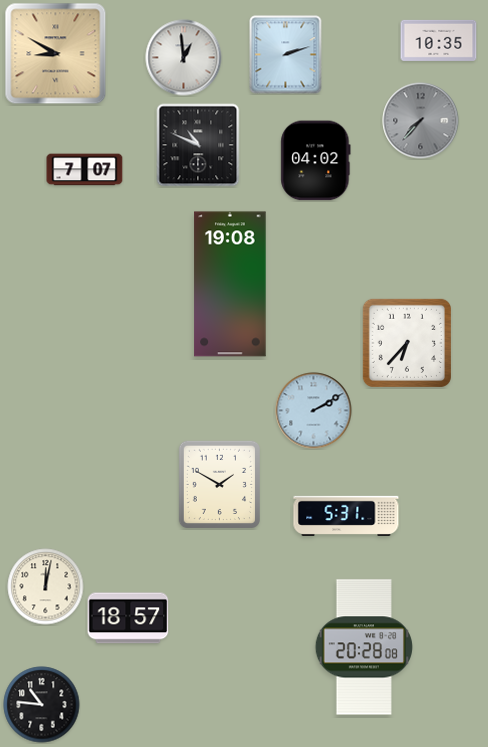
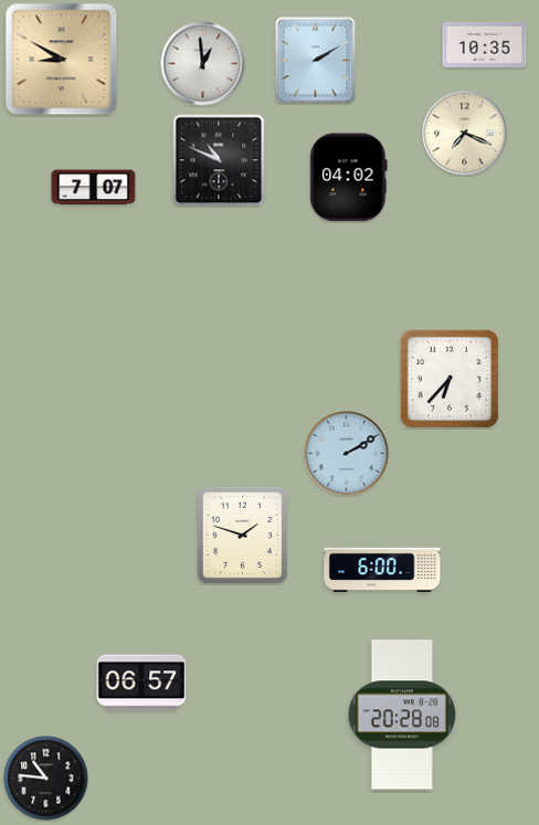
clock at (286, 55): 2:12 -> 2:10
clock at (421, 121): 7:37 -> 7:19
clock at (421, 121) dial: grey -> cream
clock at (230, 284): 19:08 -> none
clock at (219, 484): 1:50 -> 1:48
clock at (346, 516): 5:31 -> 6:00
clock at (46, 587): 12:02 -> none
clock at (128, 618): 18:57 -> 06:57
